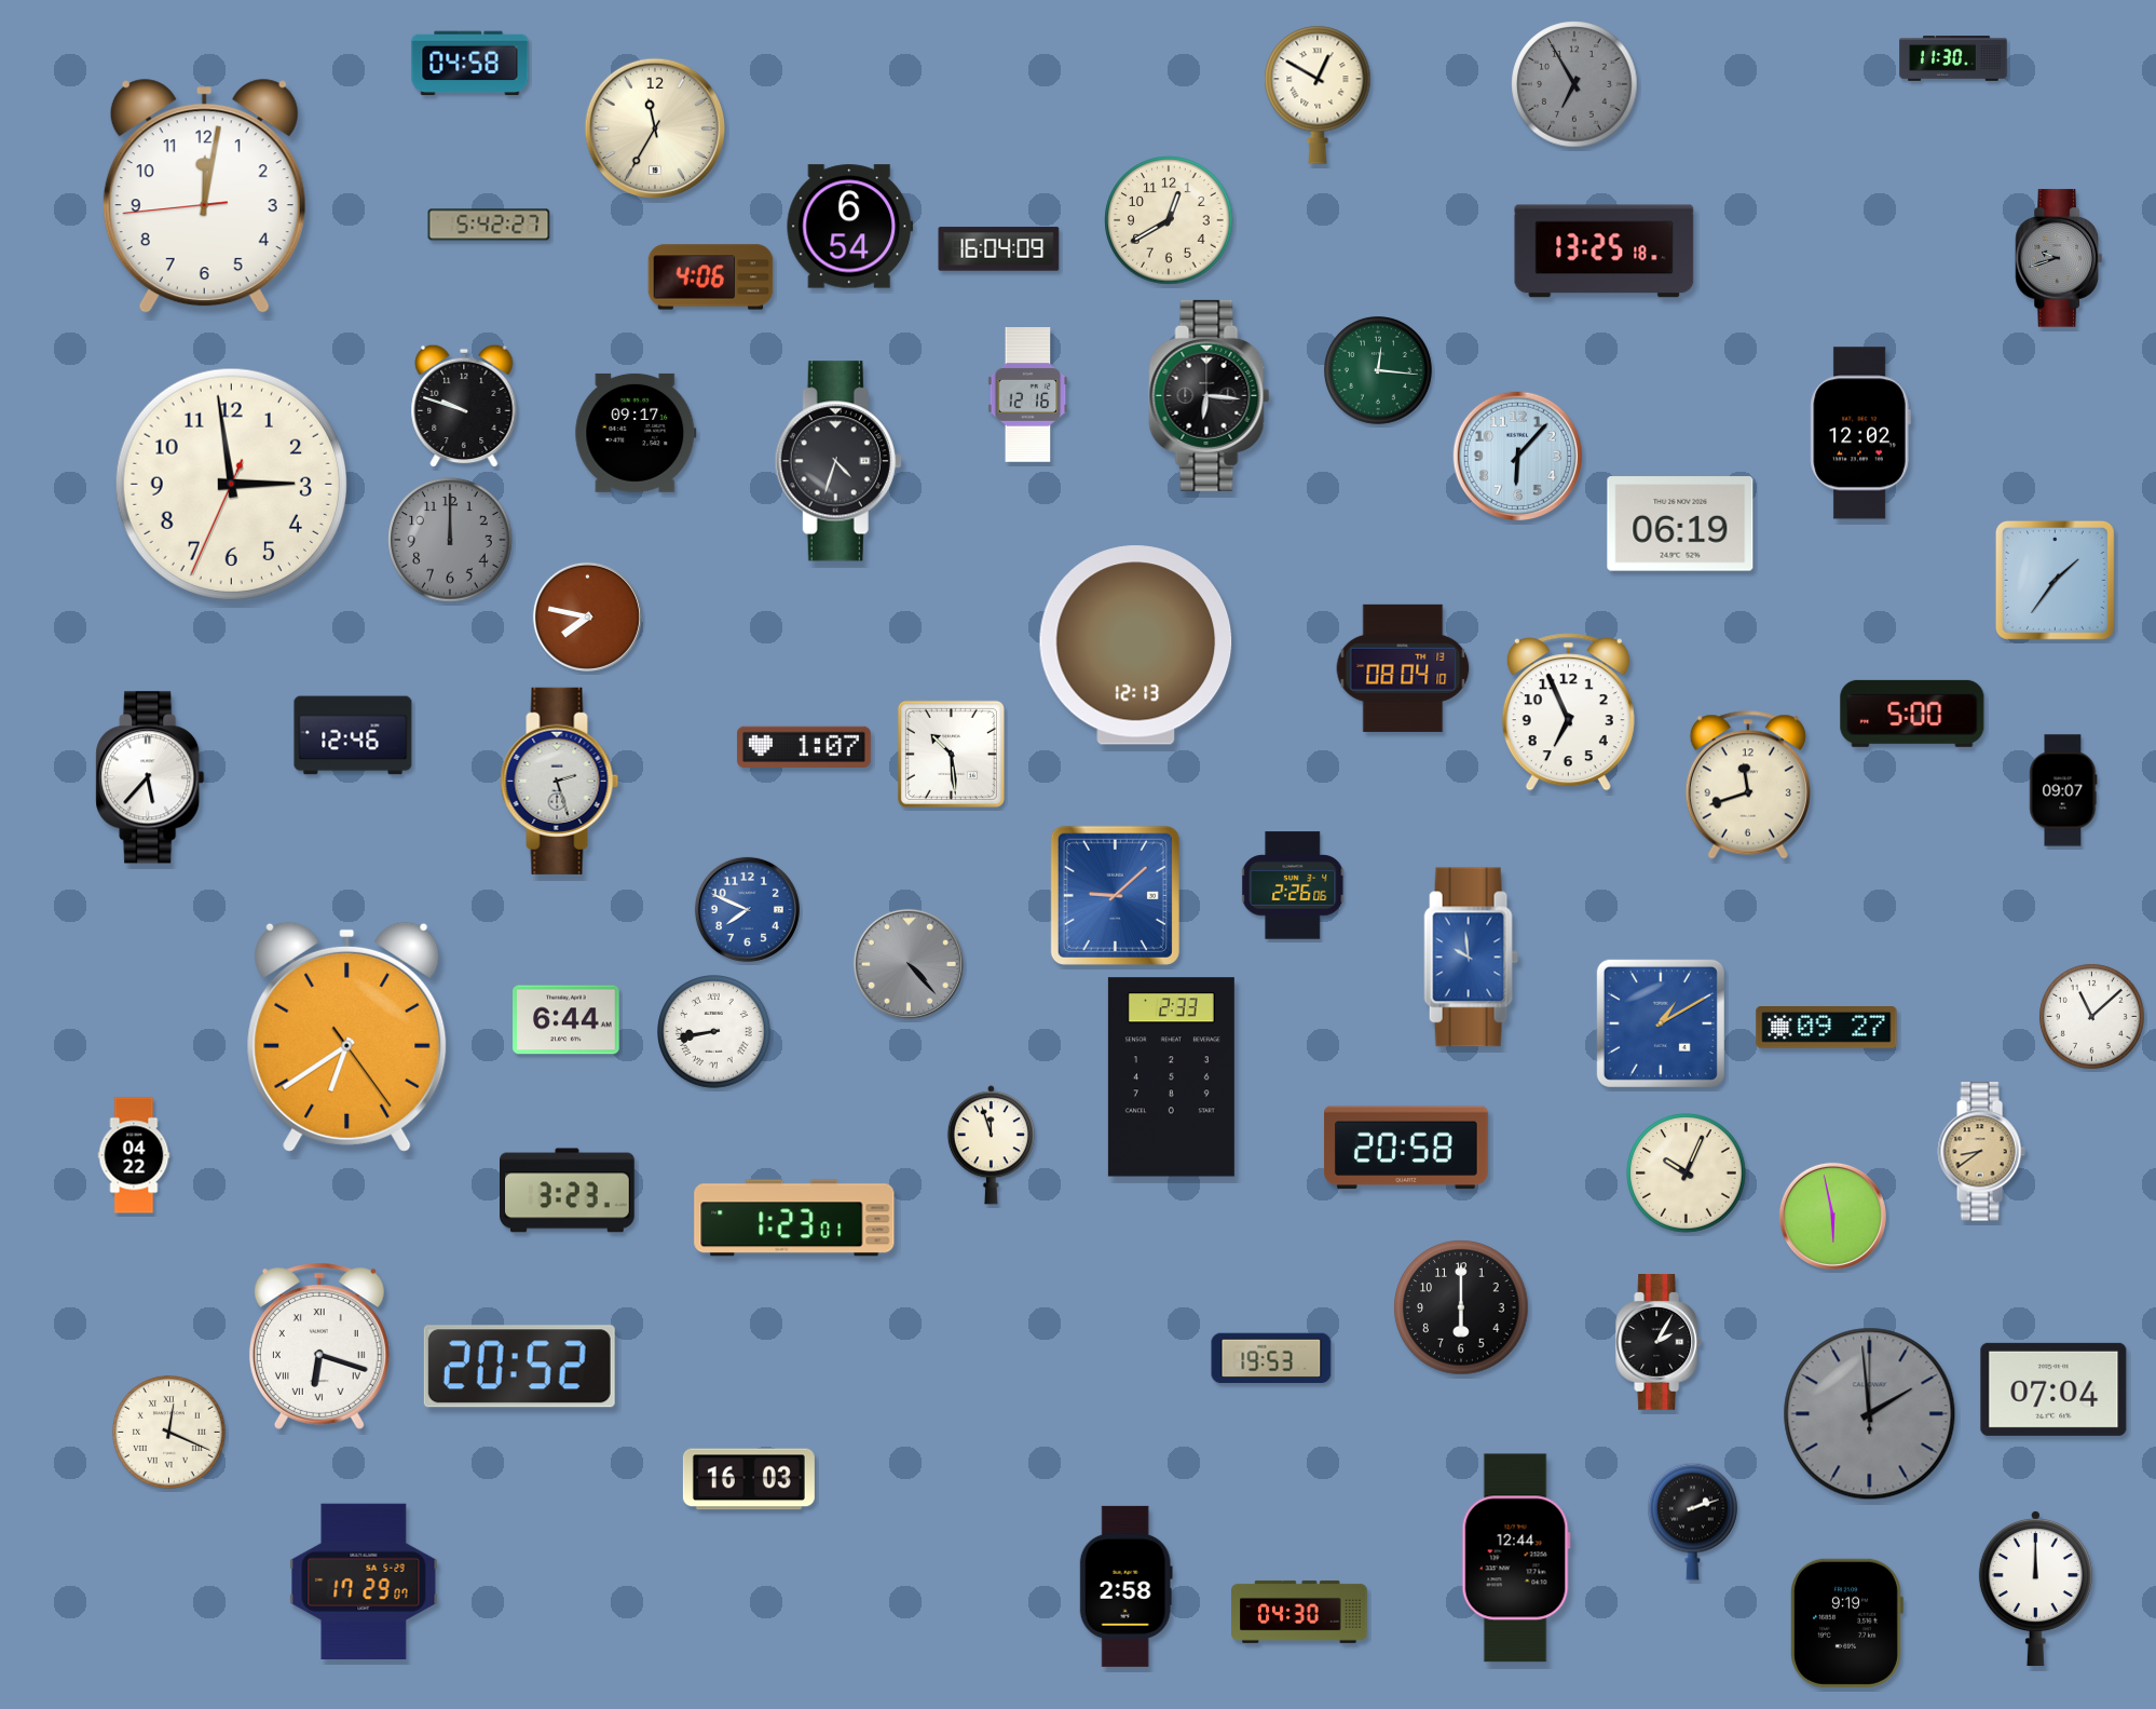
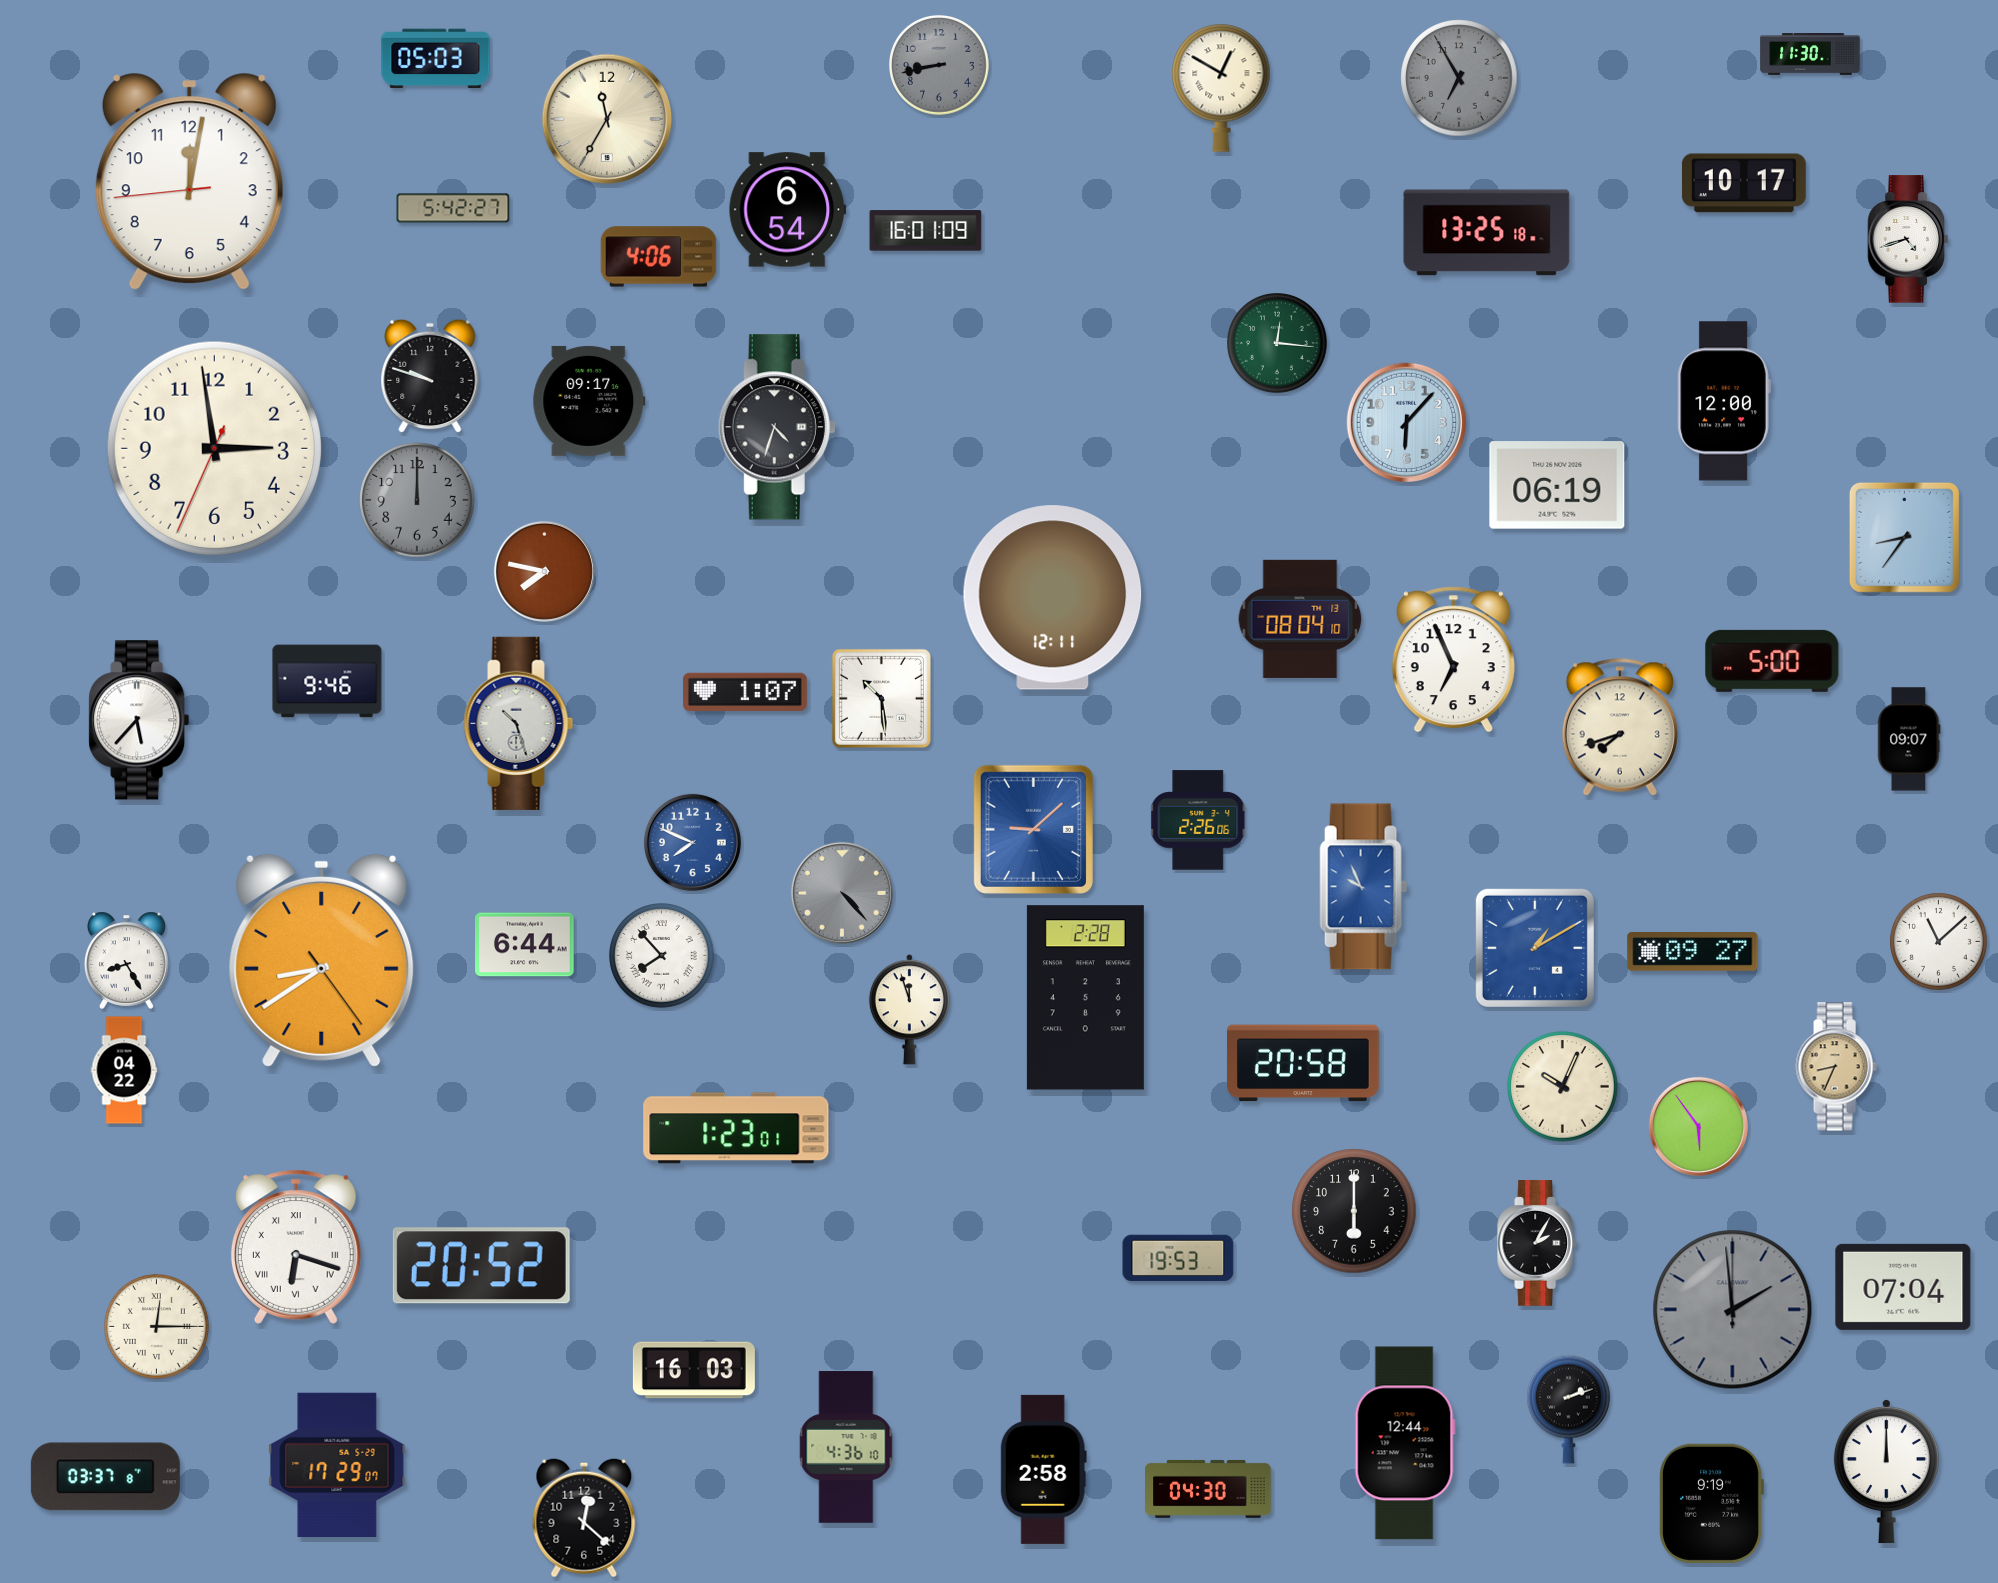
clock at (470, 64): 04:58 -> 05:03
clock at (940, 66): none -> 8:43
clock at (1744, 183): none -> 10:17
clock at (1169, 220): 12:40 -> none
clock at (999, 249): 16:04 -> 16:01
clock at (2059, 258): 9:42 -> 4:42
clock at (2059, 258) dial: grey -> white
clock at (1028, 395): 12:16 -> none
clock at (1210, 395): 6:16 -> none
clock at (1860, 433): 12:02 -> 12:00
clock at (2055, 580): 1:36 -> 8:36
clock at (1136, 646): 12:13 -> 12:11
clock at (353, 735): 12:46 -> 9:46
clock at (560, 781): 2:27 -> 10:27
clock at (1748, 785): 11:42 -> 7:42
clock at (2063, 790) position: (2063, 790) -> (1909, 739)
clock at (1472, 958): 9:59 -> 9:56
clock at (1661, 1023) position: (1661, 1023) -> (1535, 948)
clock at (714, 1032): 8:43 -> 7:53
clock at (126, 960): none -> 8:25
clock at (347, 1036): 6:39 -> 8:39
clock at (1171, 1077): 2:33 -> 2:28
clock at (991, 1145) position: (991, 1145) -> (909, 1010)
clock at (1981, 1152): 8:39 -> 8:34
clock at (568, 1191): 3:23 -> none
clock at (1832, 1216): 5:58 -> 5:54
clock at (169, 1433): 12:19 -> 12:15
clock at (846, 1447): none -> 4:36
clock at (105, 1477): none -> 03:37
clock at (1299, 1612) position: (1299, 1612) -> (1208, 1489)
clock at (584, 1518): none -> 12:22
